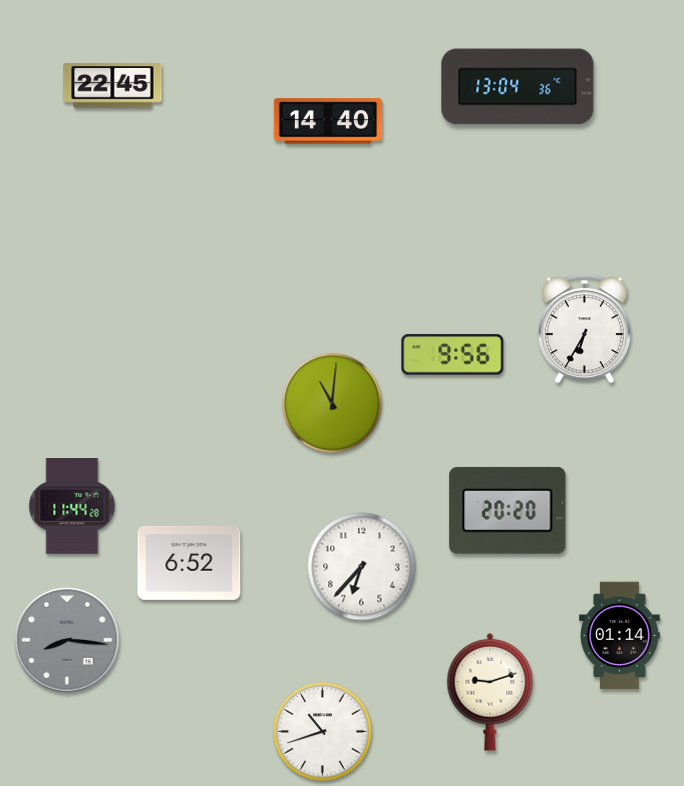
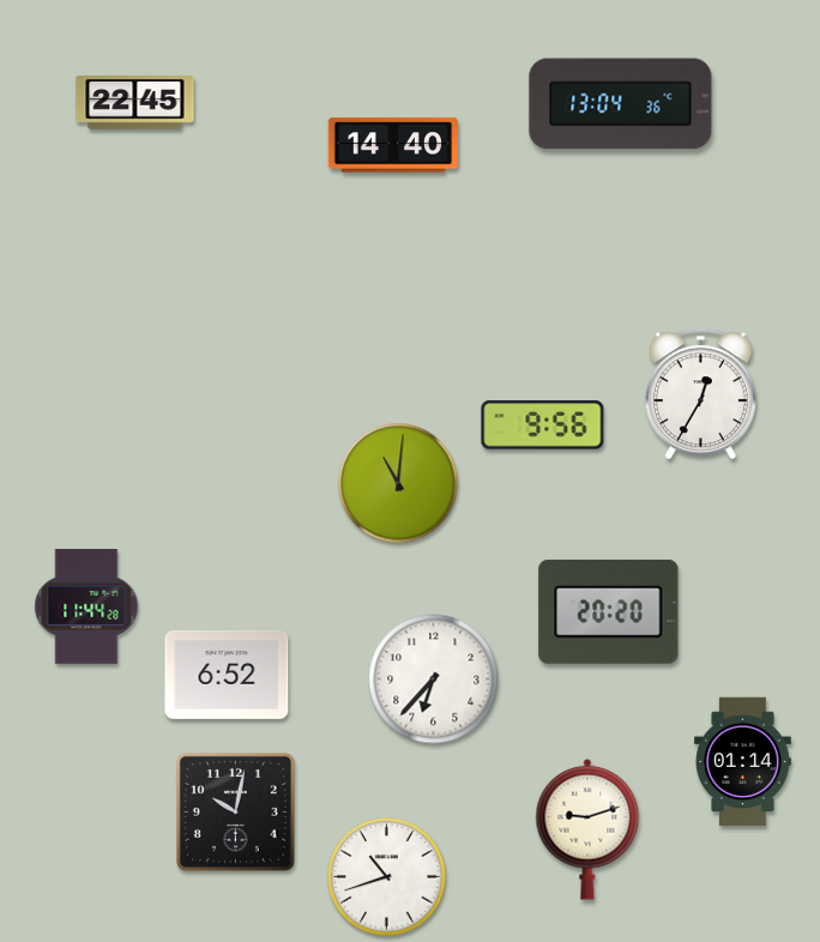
clock at (584, 329): 6:35 -> 12:35
clock at (67, 640): 8:16 -> none
clock at (235, 811): none -> 10:02
